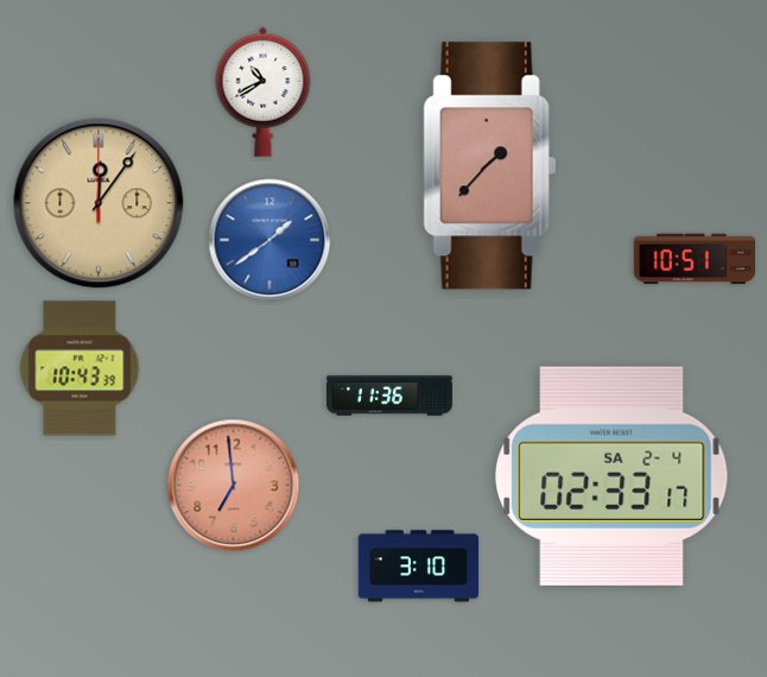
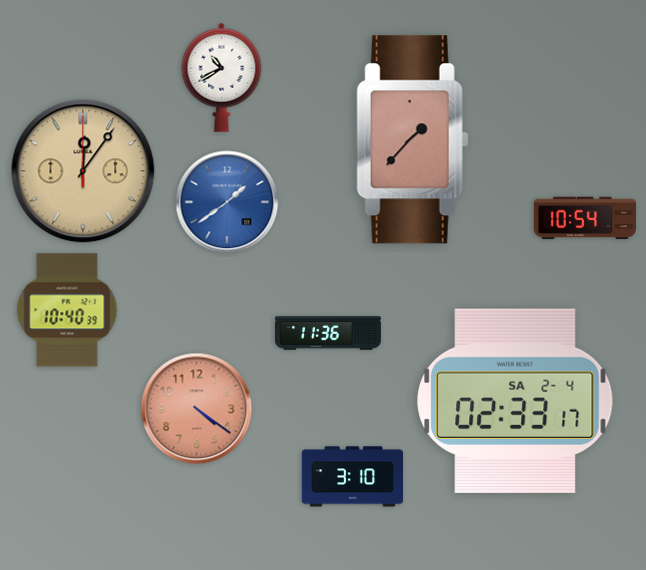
clock at (693, 259): 10:51 -> 10:54
clock at (80, 368): 10:43 -> 10:40
clock at (234, 486): 6:59 -> 4:21
